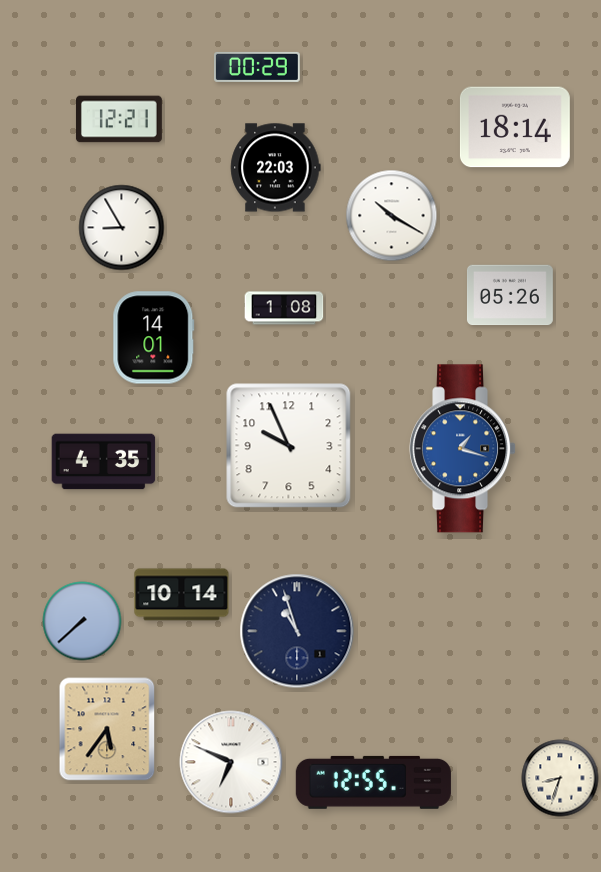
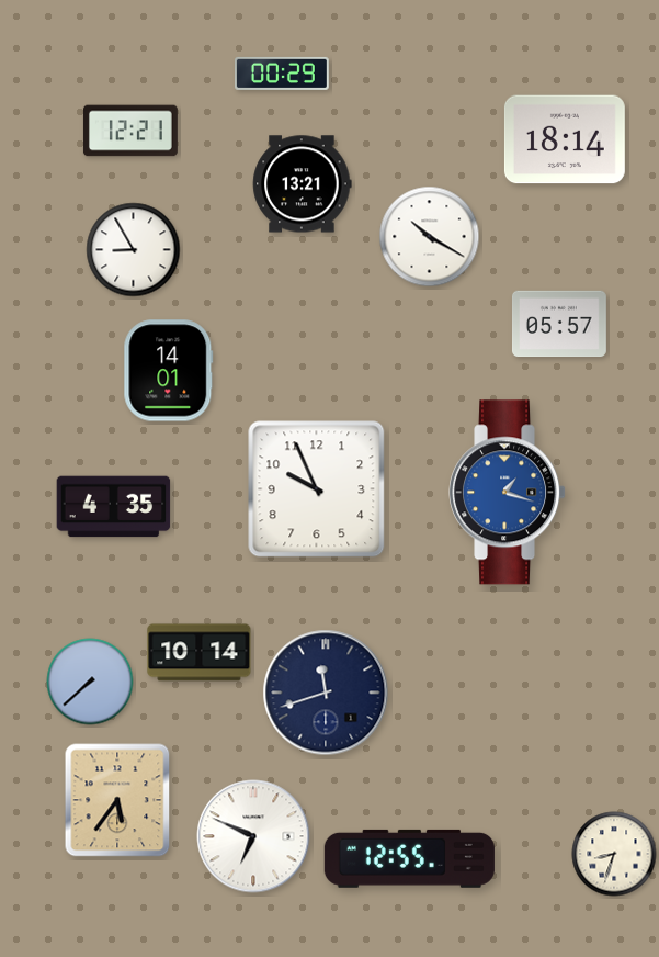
clock at (276, 168): 22:03 -> 13:21
clock at (510, 295): 05:26 -> 05:57
clock at (284, 308): 1:08 -> none
clock at (297, 631): 10:57 -> 11:42
